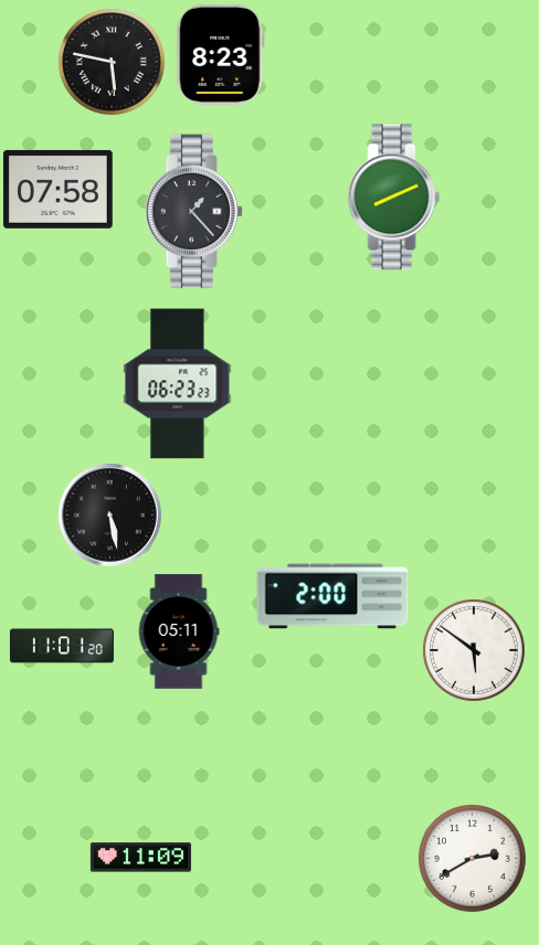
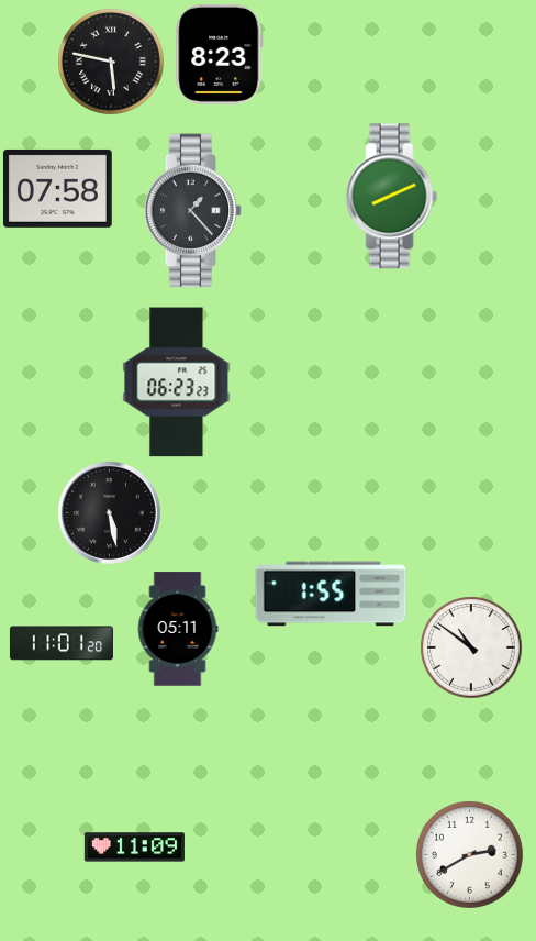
clock at (332, 596): 2:00 -> 1:55
clock at (474, 650): 5:51 -> 10:51
clock at (140, 858) position: (140, 858) -> (134, 848)
